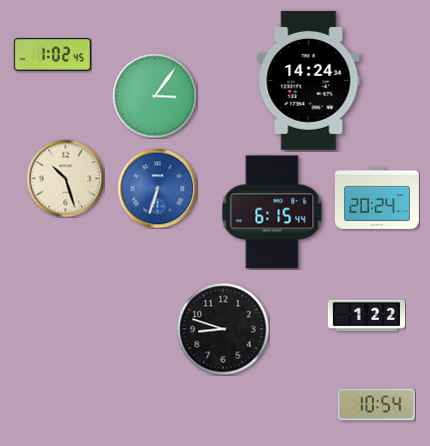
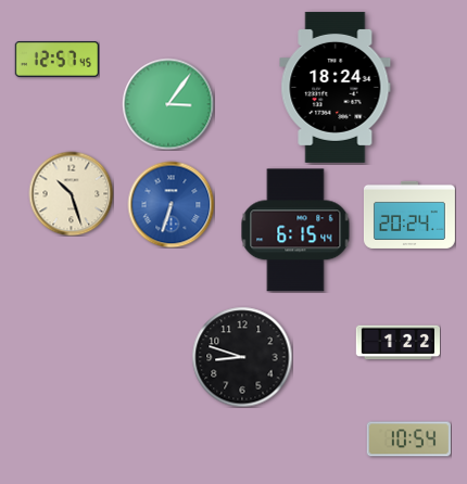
clock at (52, 55): 1:02 -> 12:57
clock at (309, 80): 14:24 -> 18:24
